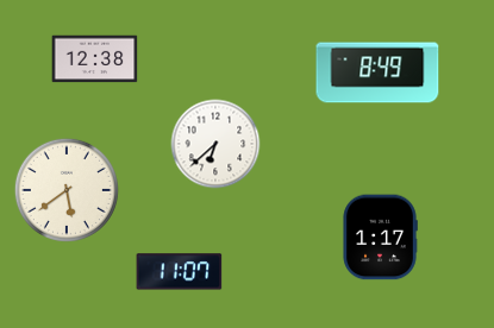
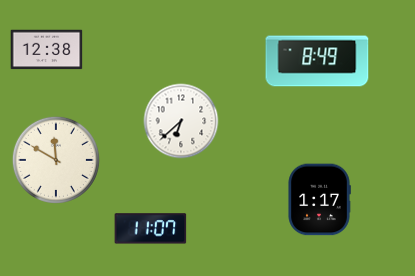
clock at (95, 59) position: (95, 59) -> (47, 50)
clock at (67, 190): 5:39 -> 11:50
